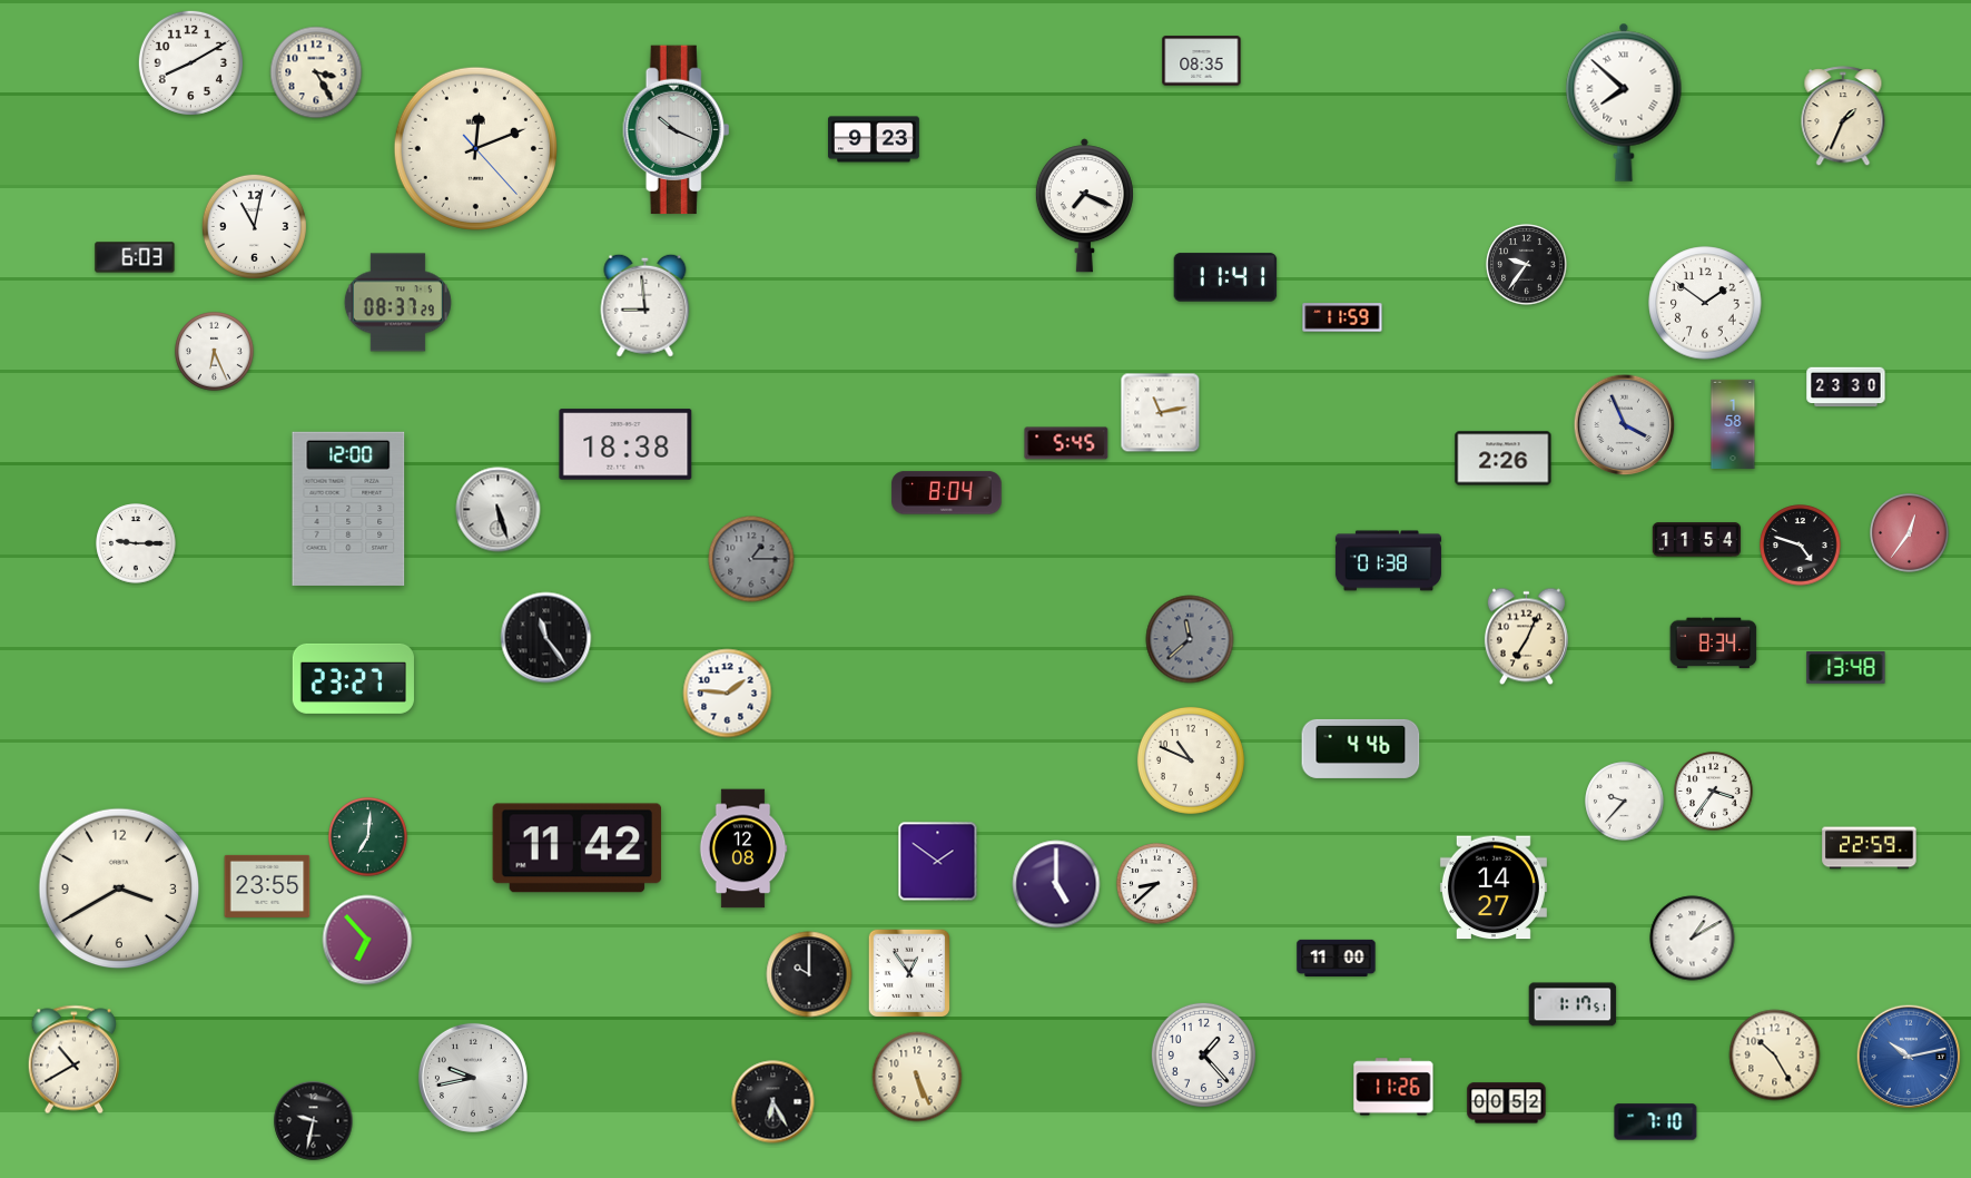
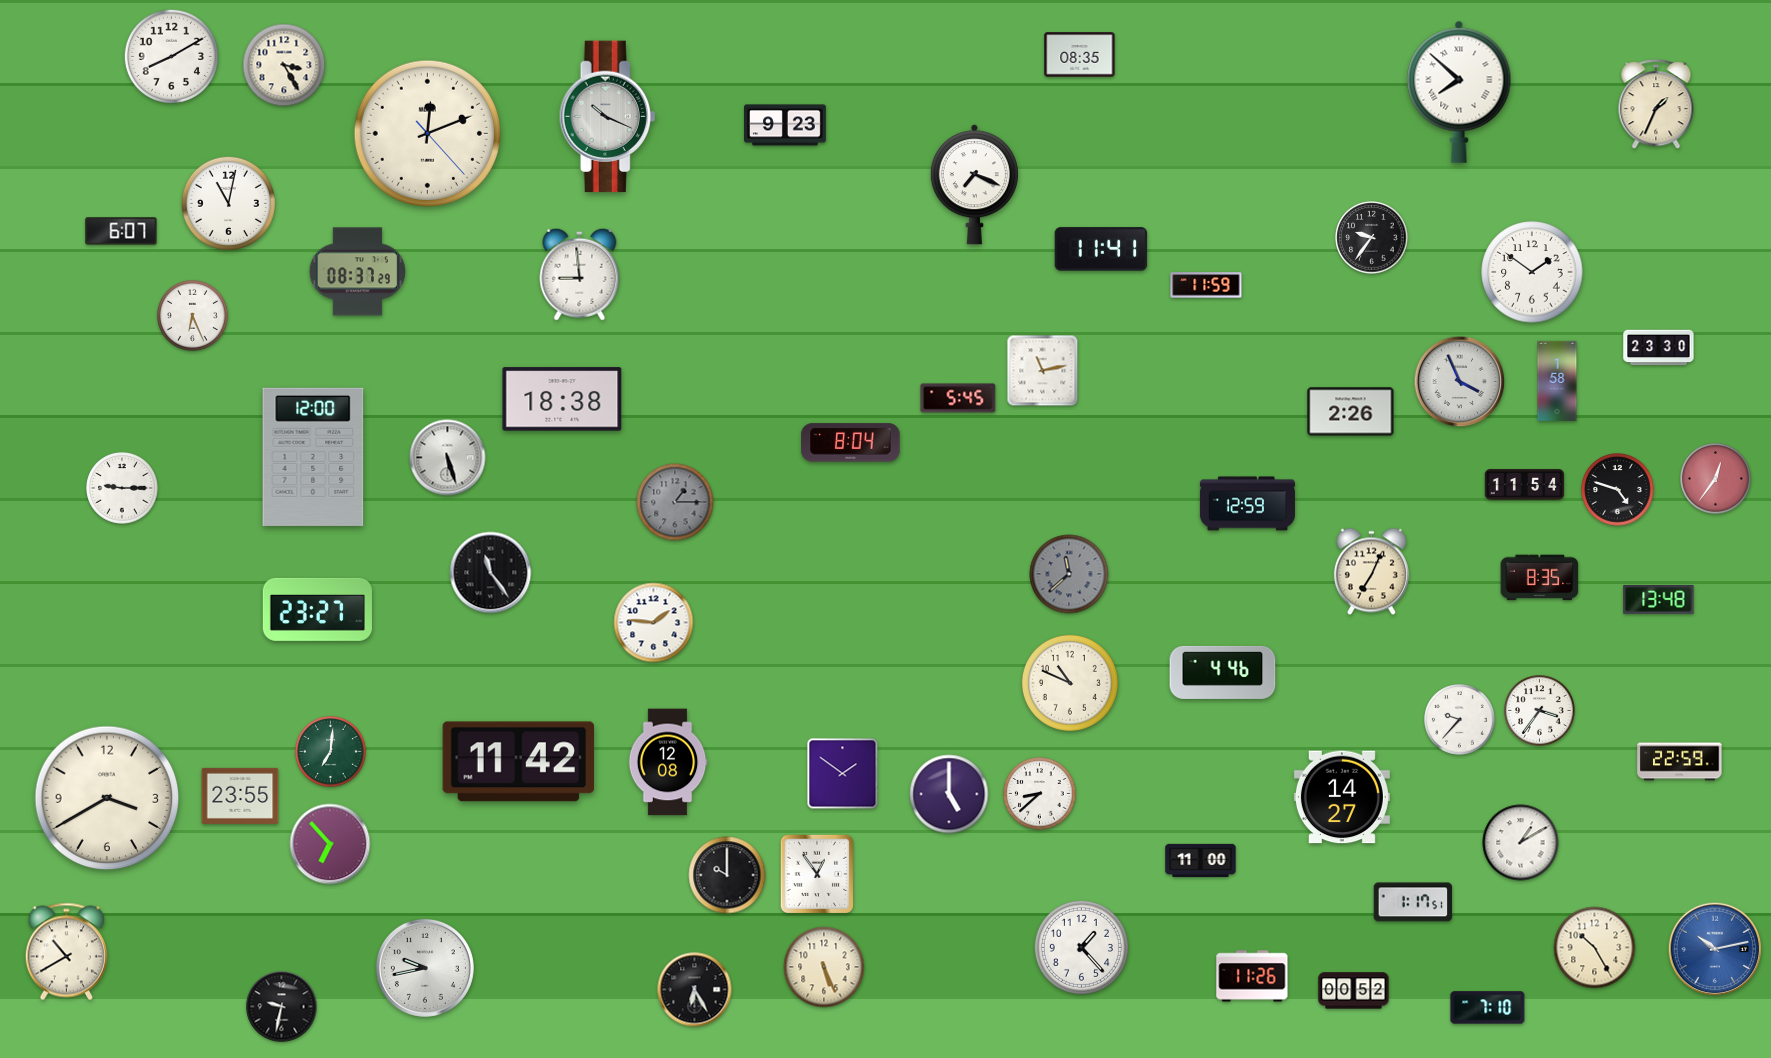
clock at (135, 257): 6:03 -> 6:07
clock at (1388, 561): 01:38 -> 12:59
clock at (1714, 644): 8:34 -> 8:35
